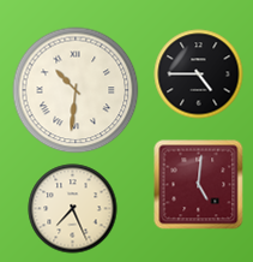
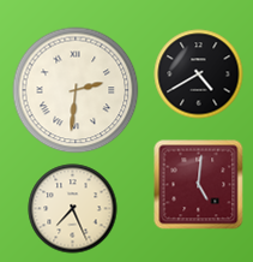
clock at (199, 75): 4:45 -> 4:40
clock at (76, 90): 10:31 -> 2:31
